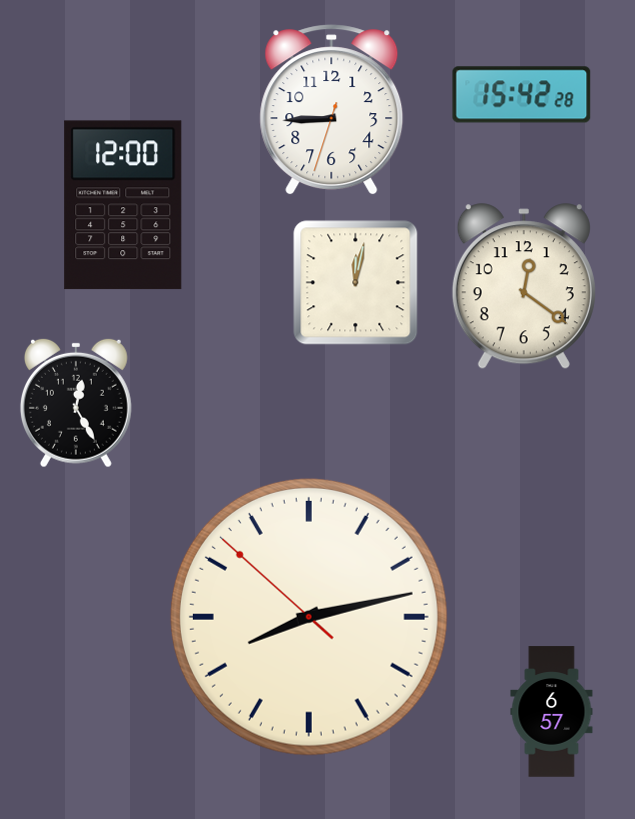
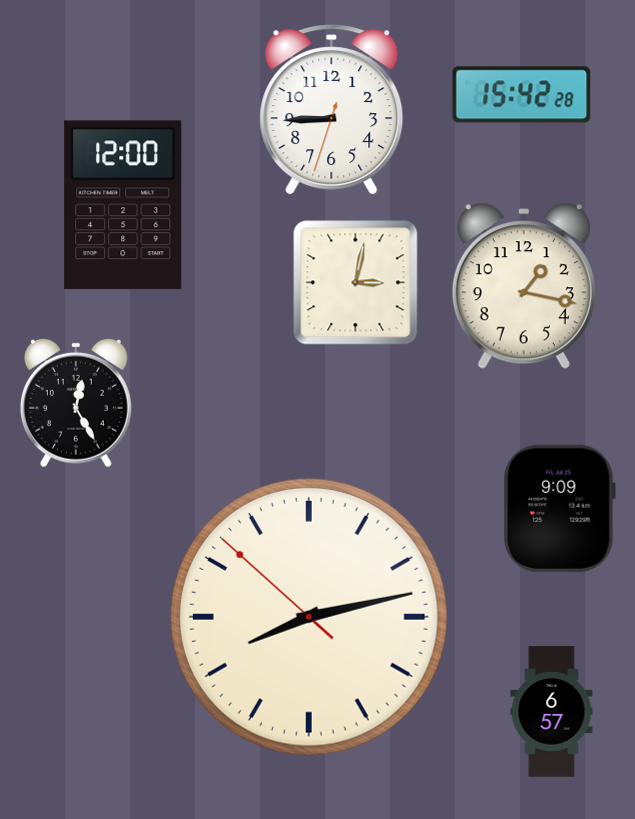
clock at (356, 283): 12:02 -> 3:02
clock at (524, 287): 12:21 -> 1:17
clock at (559, 508): none -> 9:09
